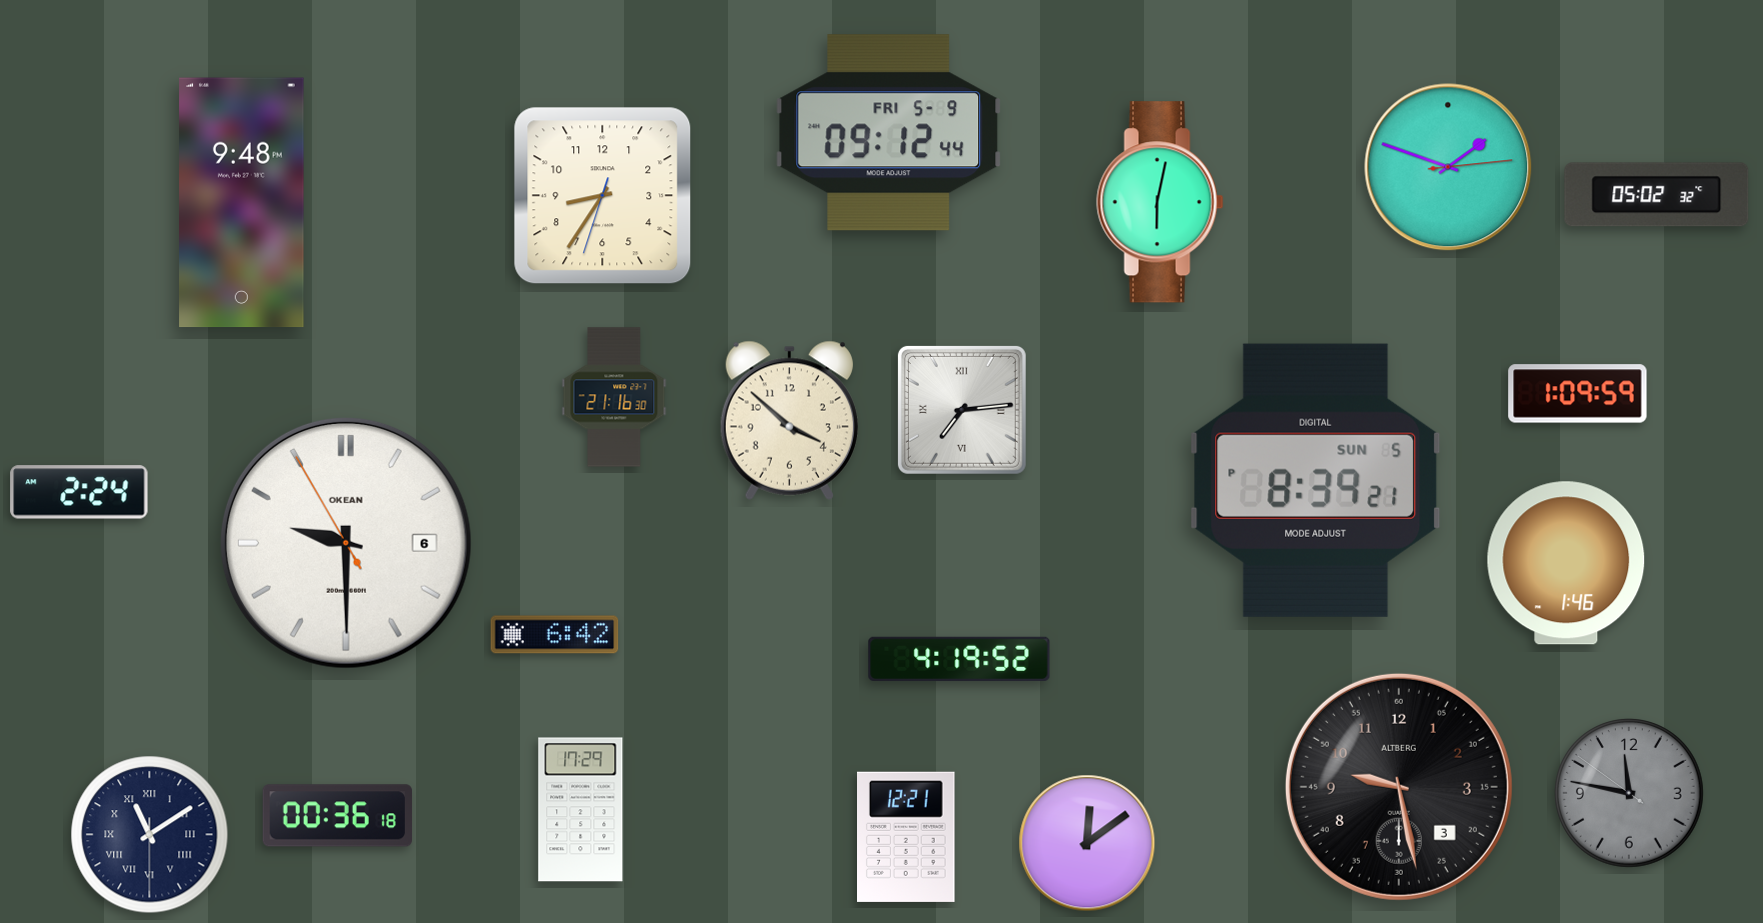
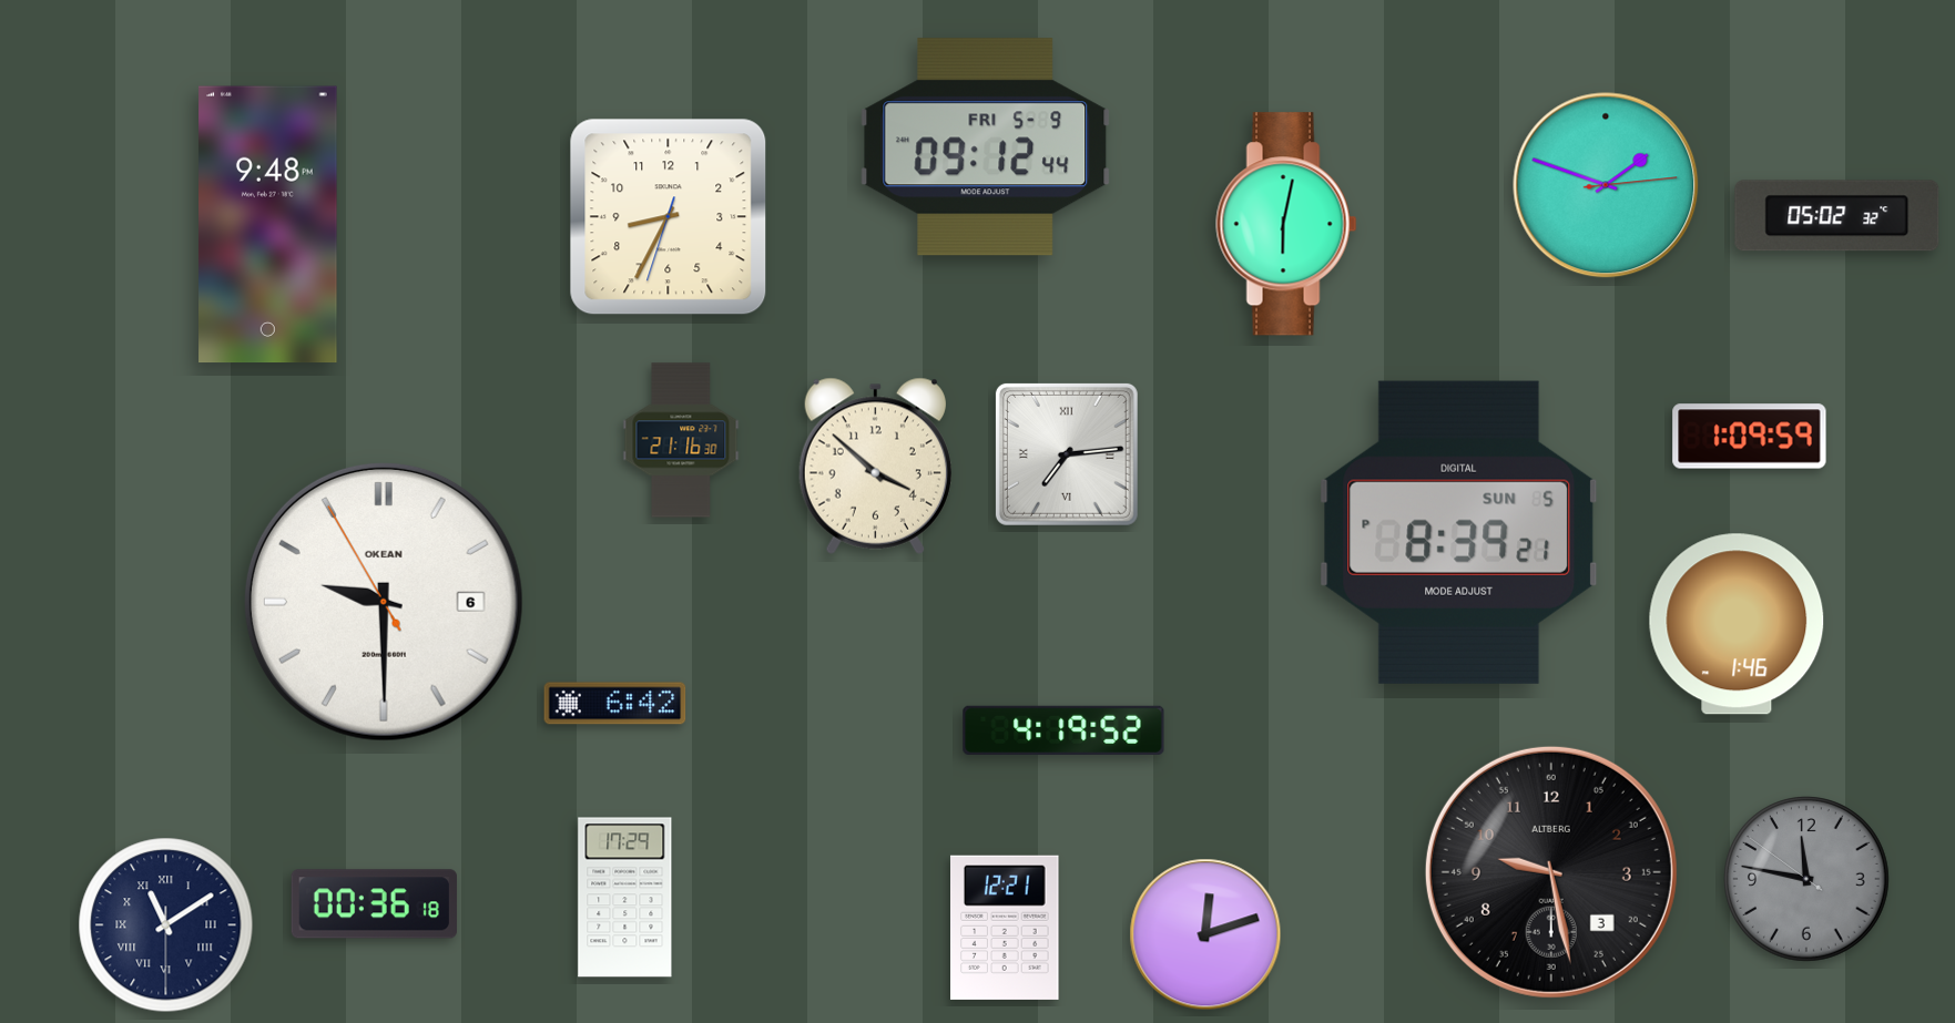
clock at (603, 196): 8:35 -> 8:34
clock at (79, 492): 2:24 -> none
clock at (581, 810) position: (581, 810) -> (625, 898)
clock at (1087, 843): 12:09 -> 12:12
